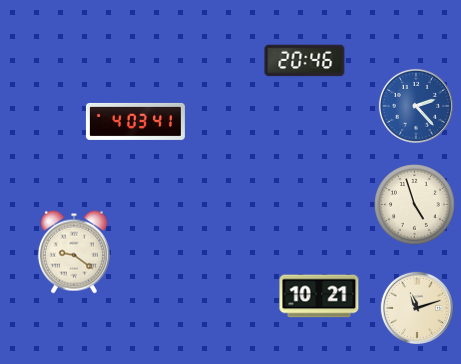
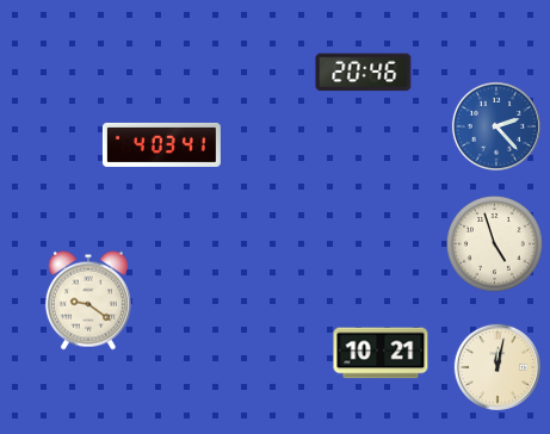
clock at (416, 307): 11:12 -> 12:02
